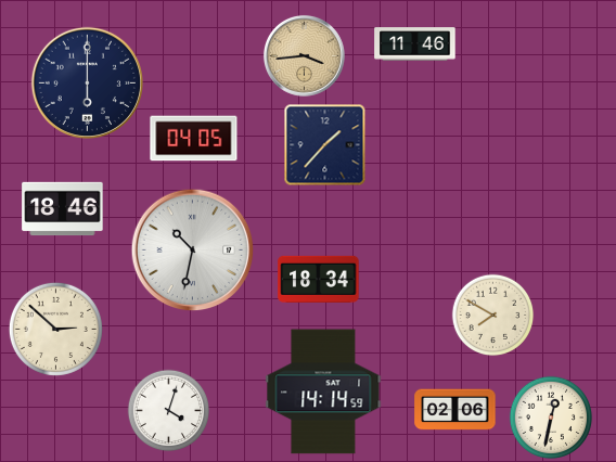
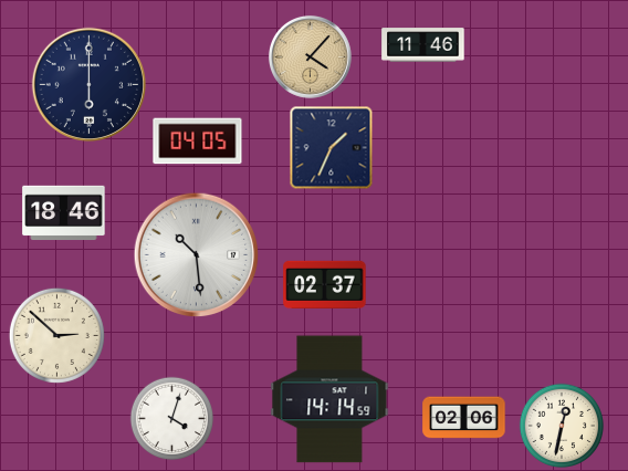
clock at (304, 55): 3:44 -> 4:07
clock at (325, 145): 1:37 -> 1:34
clock at (193, 251): 10:32 -> 10:29
clock at (319, 279): 18:34 -> 02:37
clock at (493, 316): 7:50 -> none
